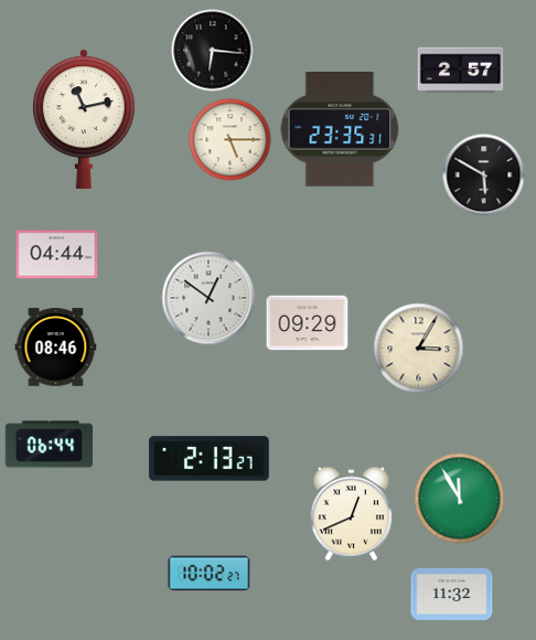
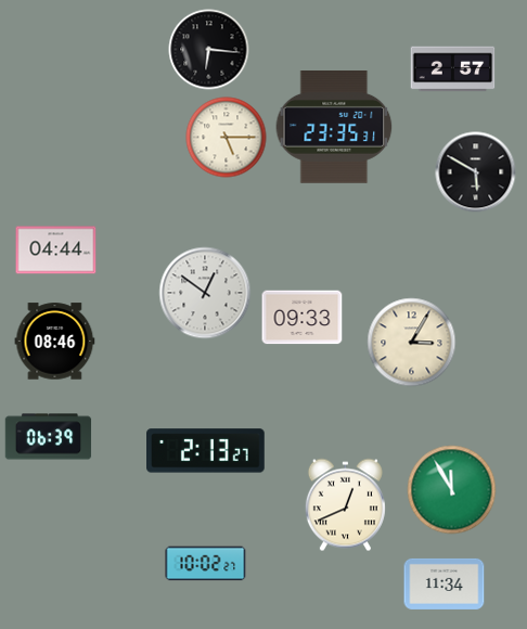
clock at (84, 118): 11:13 -> none
clock at (308, 323): 09:29 -> 09:33
clock at (50, 445): 06:44 -> 06:39
clock at (452, 594): 11:32 -> 11:34
